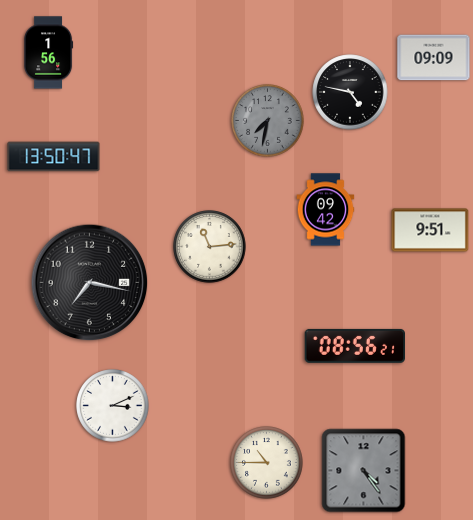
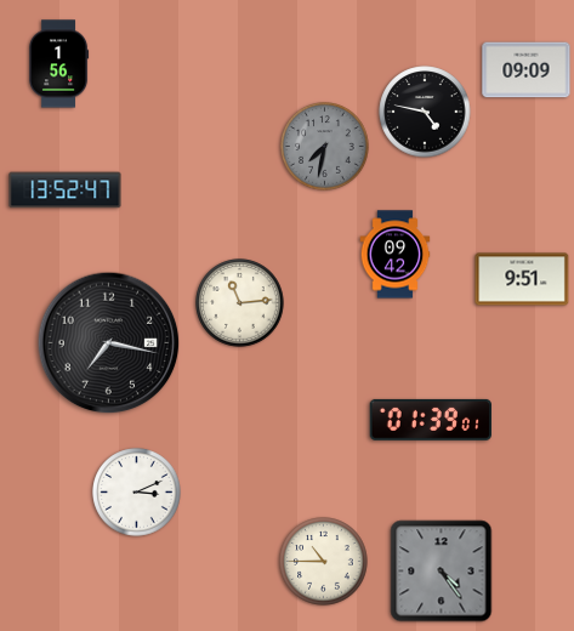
clock at (54, 157): 13:50 -> 13:52
clock at (210, 247) position: (210, 247) -> (240, 303)
clock at (354, 346): 08:56 -> 01:39
